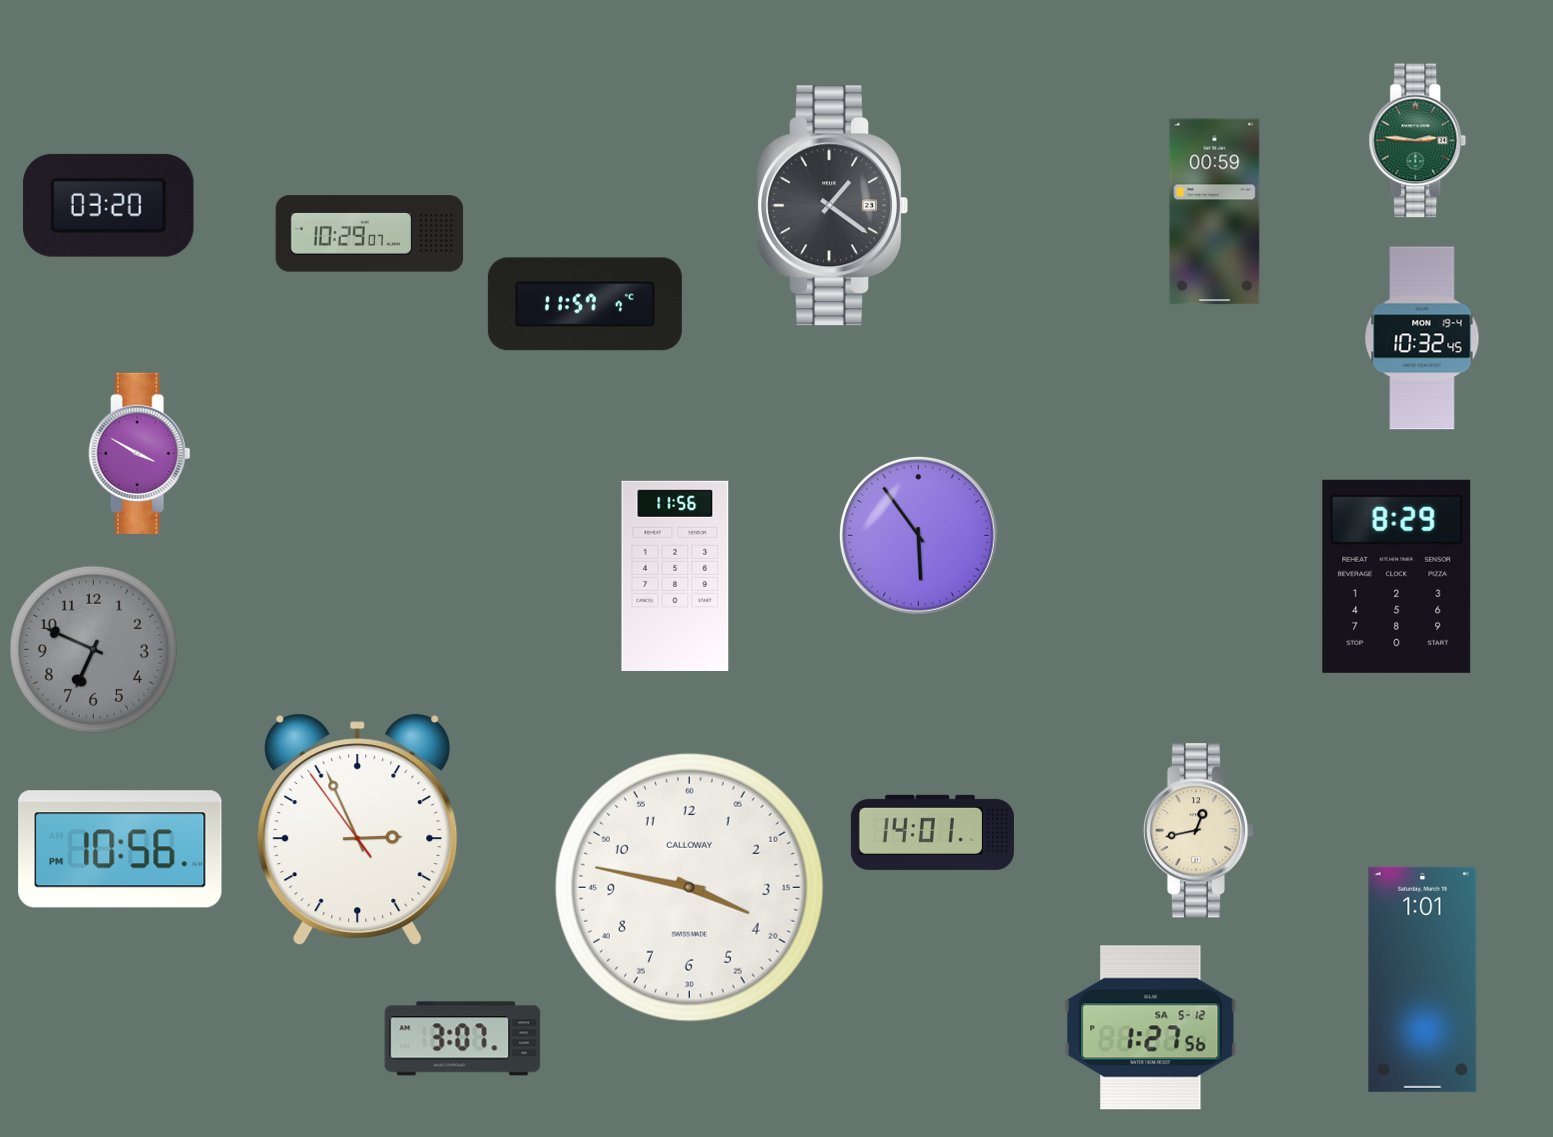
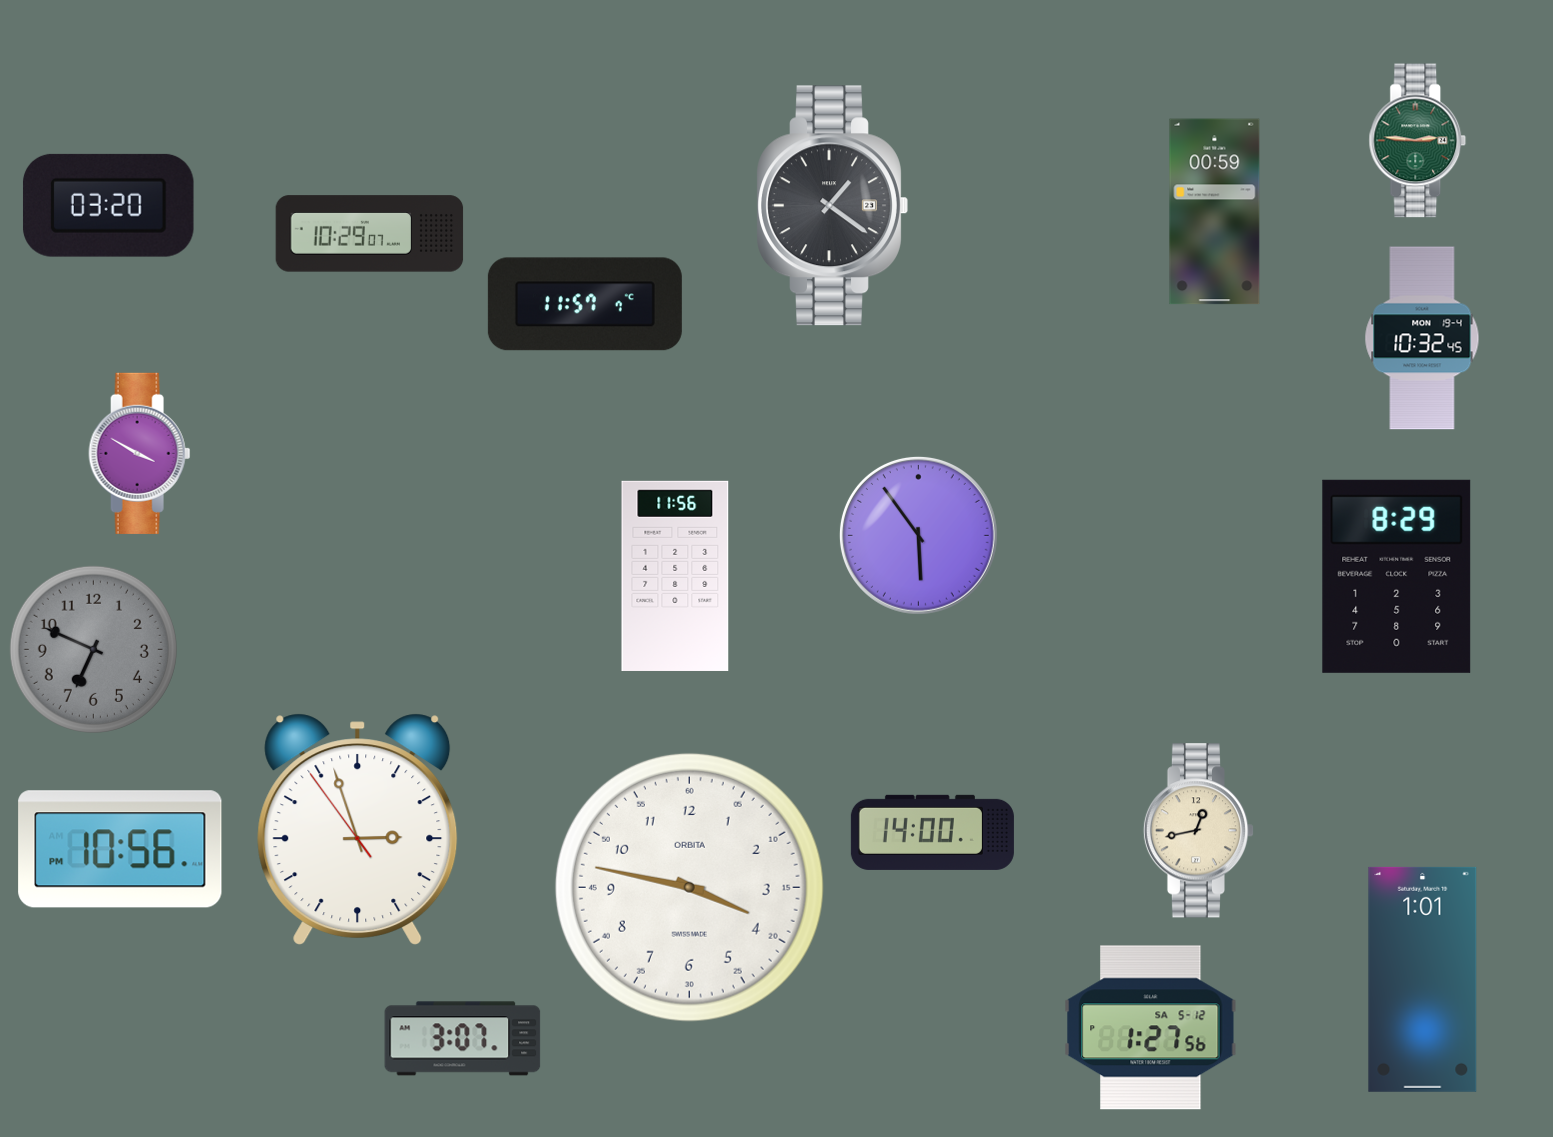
clock at (358, 829): 2:55 -> 2:56
clock at (932, 832): 14:01 -> 14:00
clock at (689, 887) brand: CALLOWAY -> ORBITA
